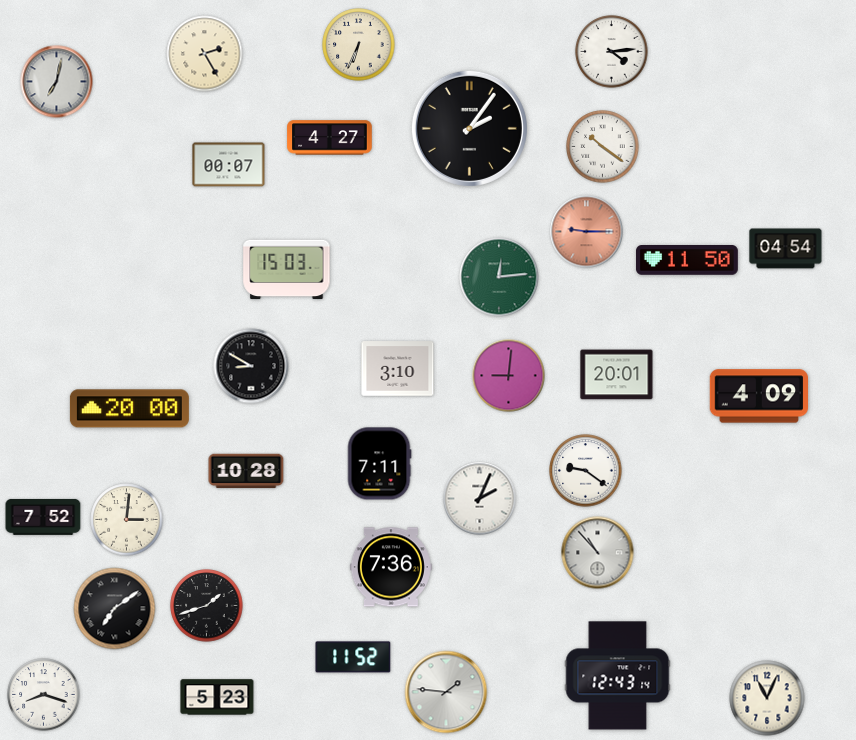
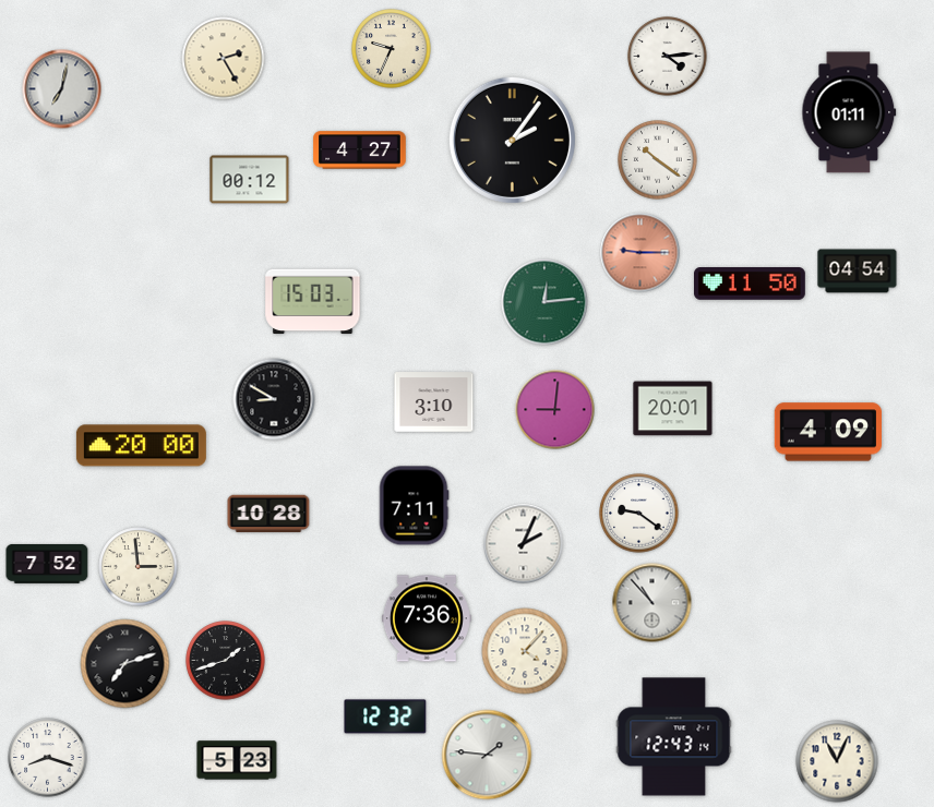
clock at (359, 45): 6:34 -> 9:34
clock at (849, 112): none -> 01:11
clock at (229, 165): 00:07 -> 00:12
clock at (287, 270) position: (287, 270) -> (313, 302)
clock at (127, 520): 3:01 -> 2:59
clock at (525, 651): none -> 4:07
clock at (115, 609): 7:09 -> 7:12
clock at (353, 657): 11:52 -> 12:32
